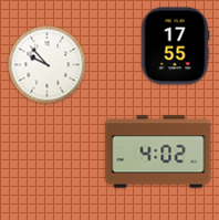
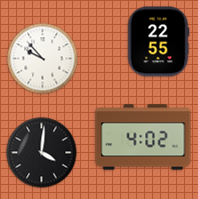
clock at (175, 46): 17:55 -> 22:55
clock at (42, 153): none -> 4:01
